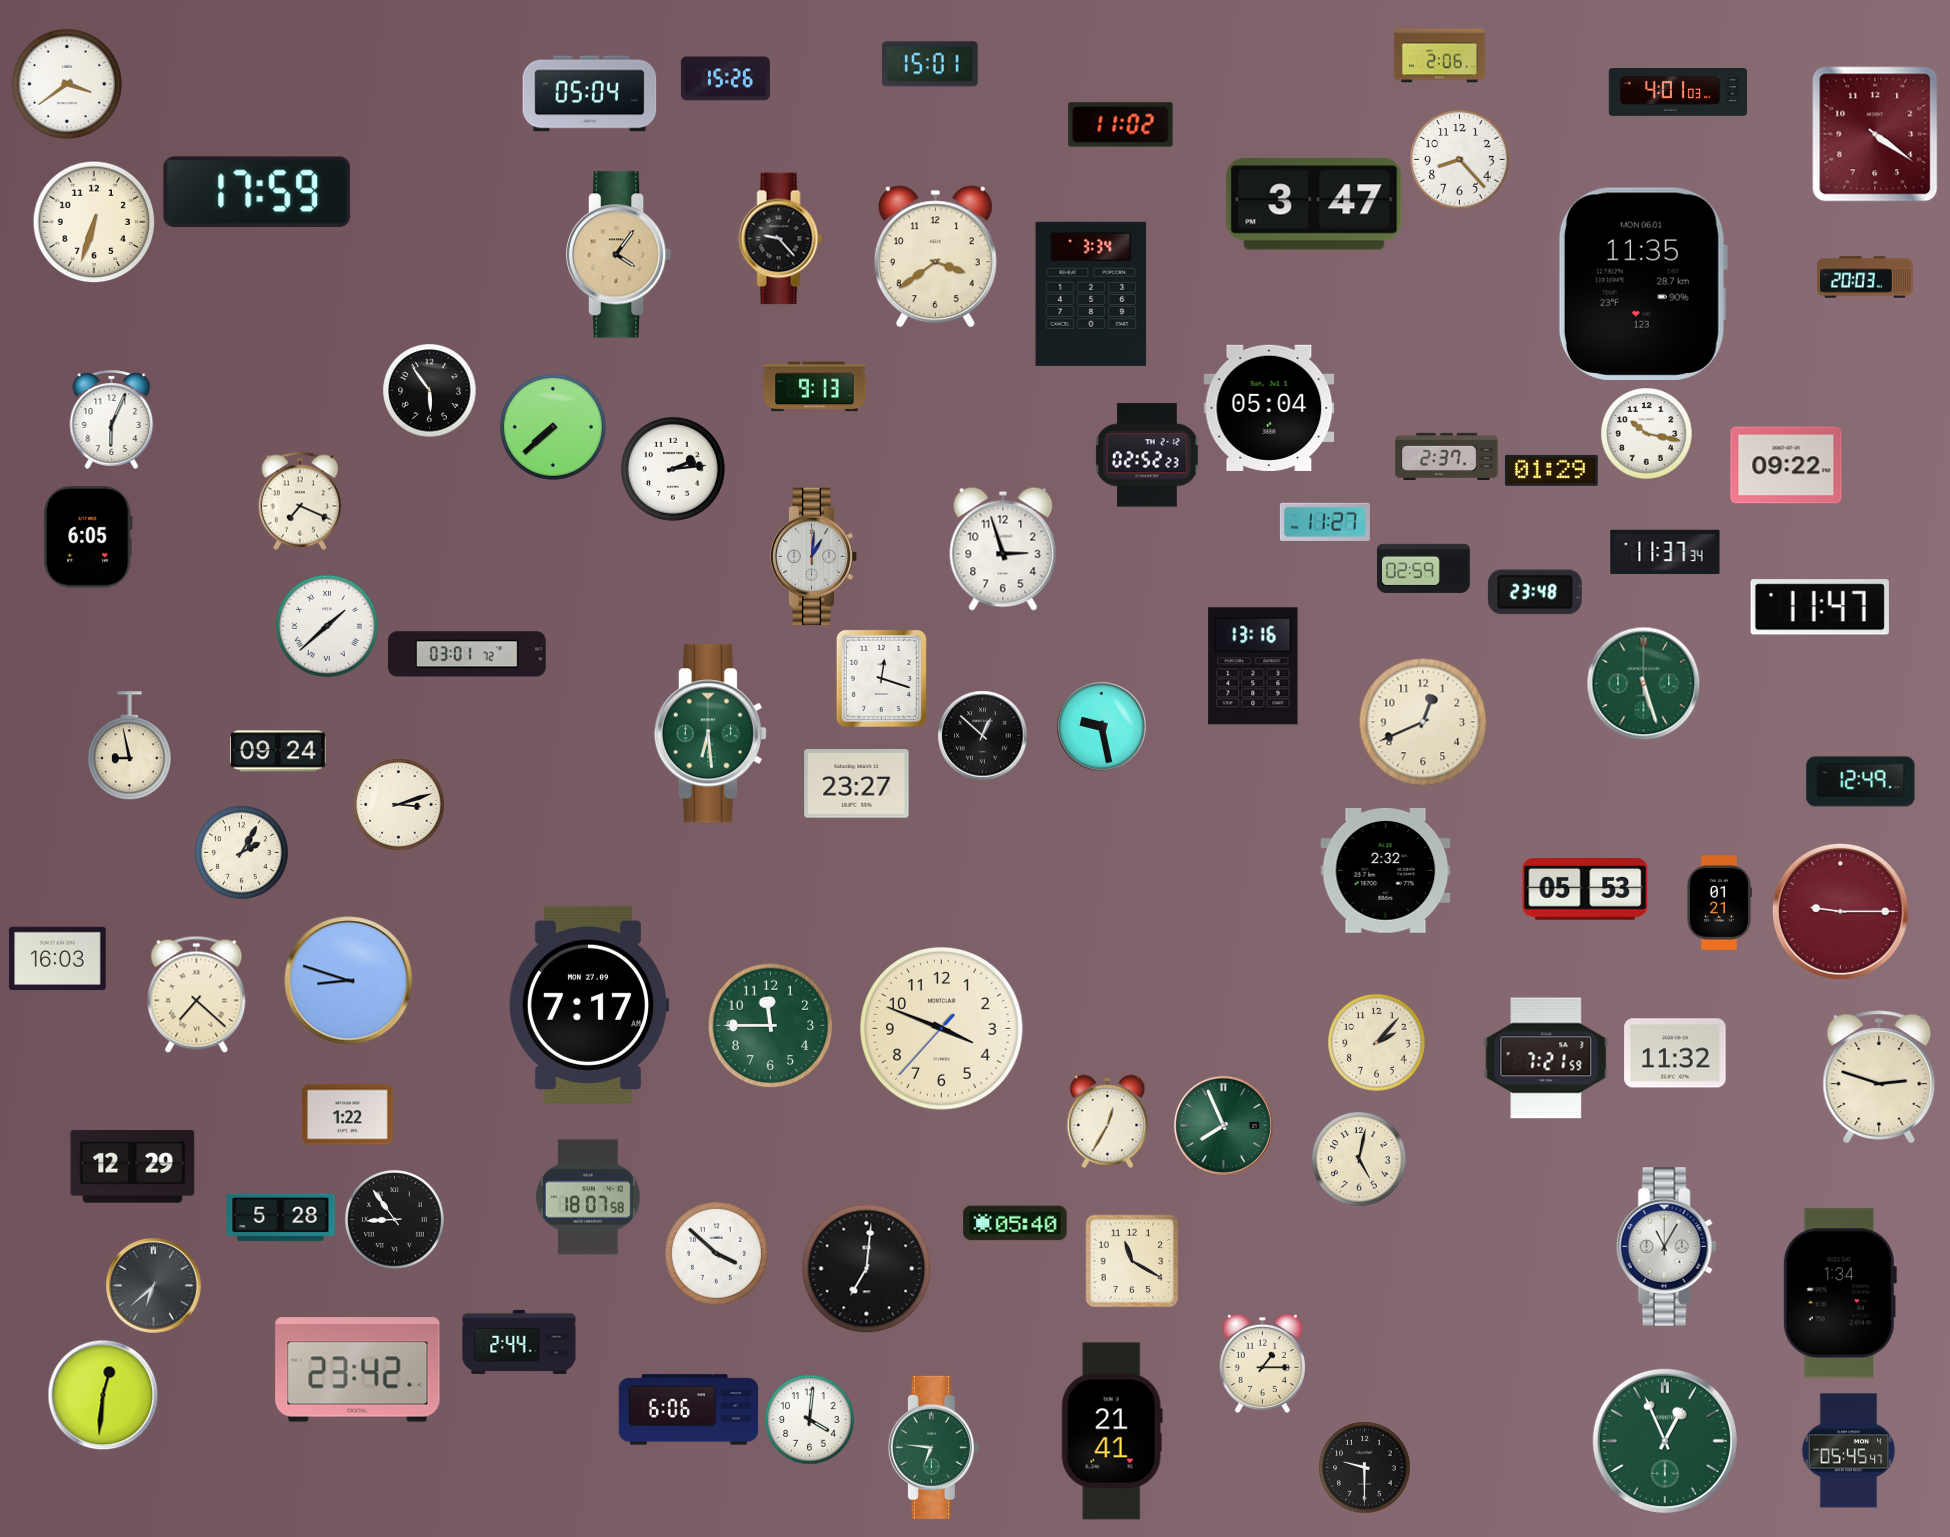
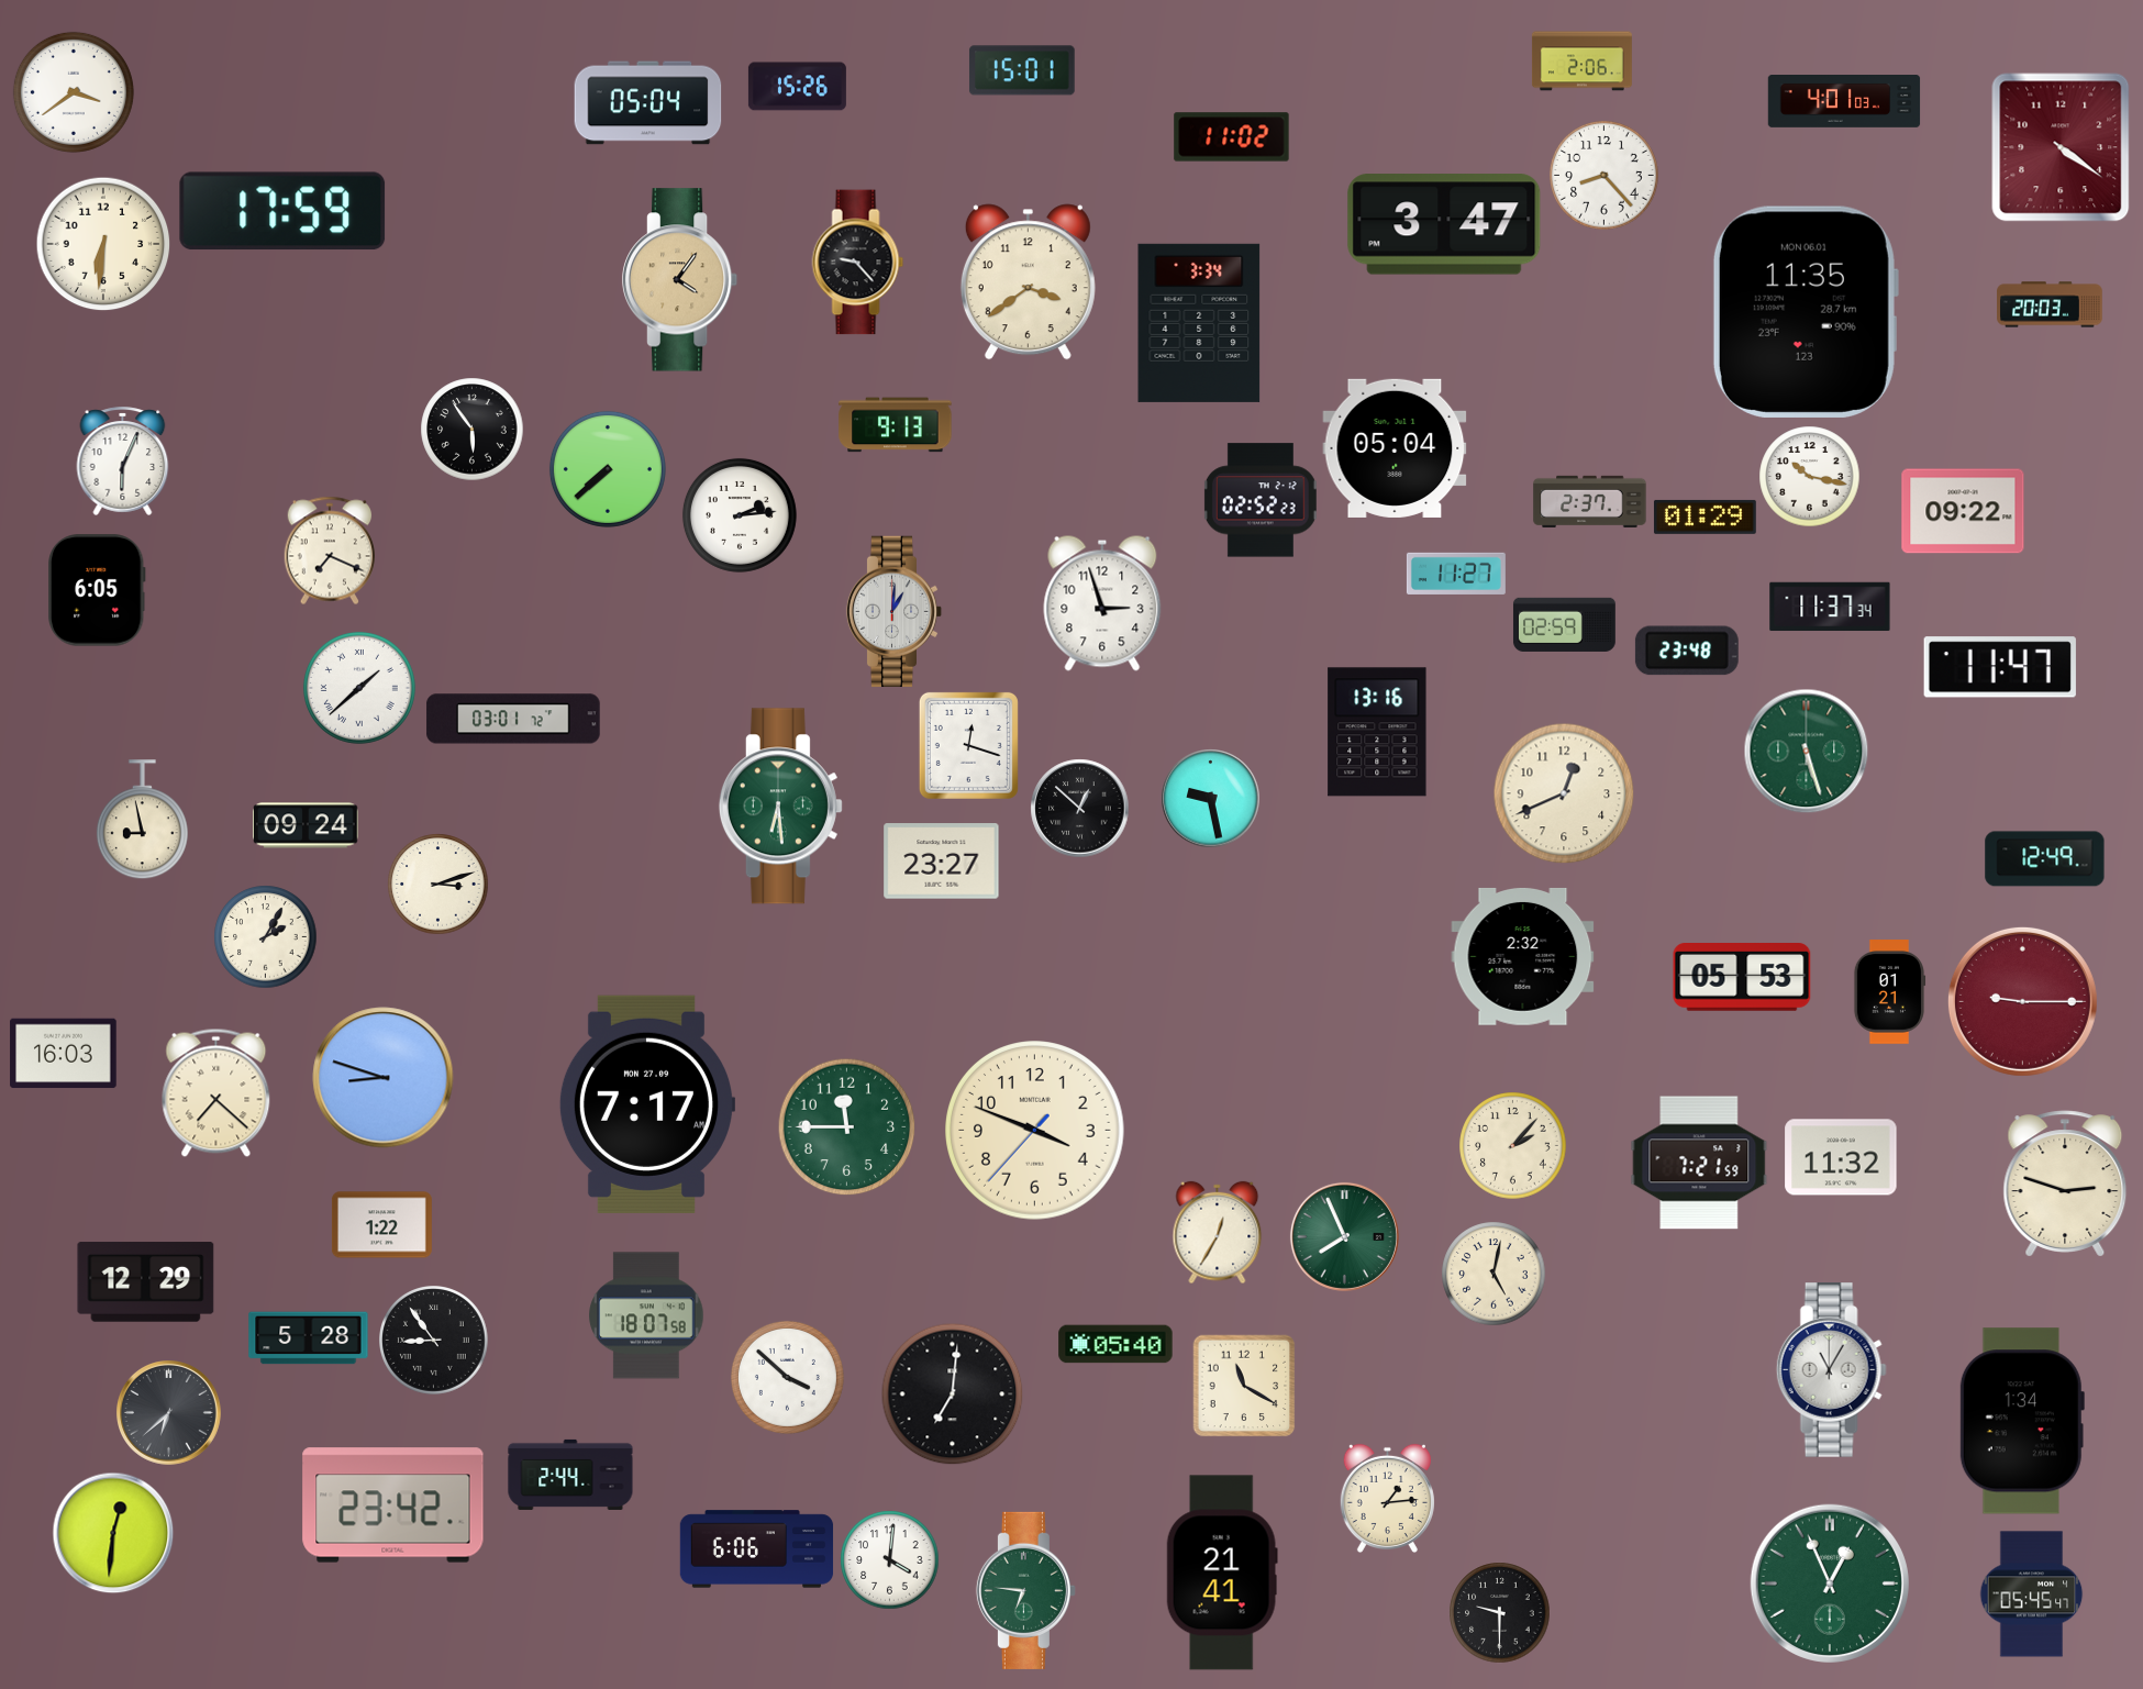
clock at (94, 222): 6:33 -> 6:31
clock at (1262, 1363): 1:15 -> 1:14
